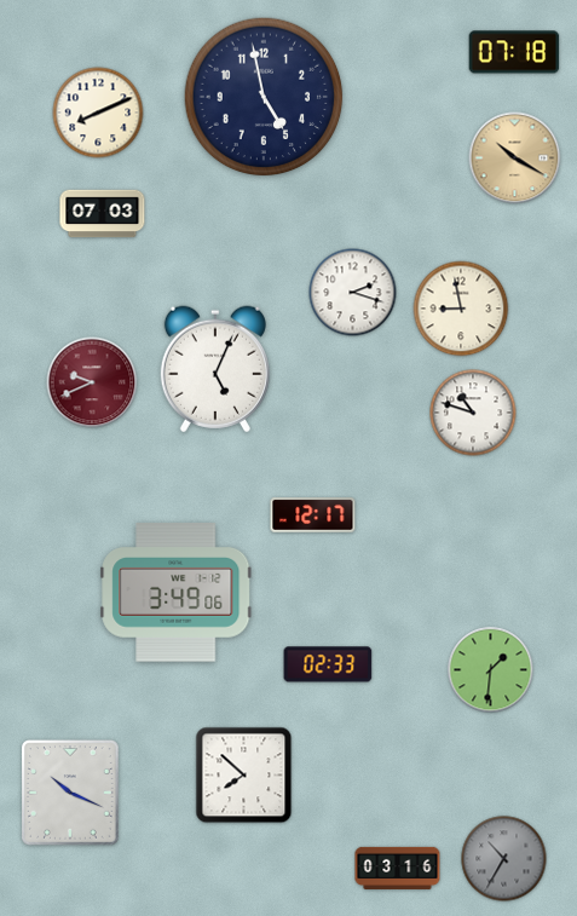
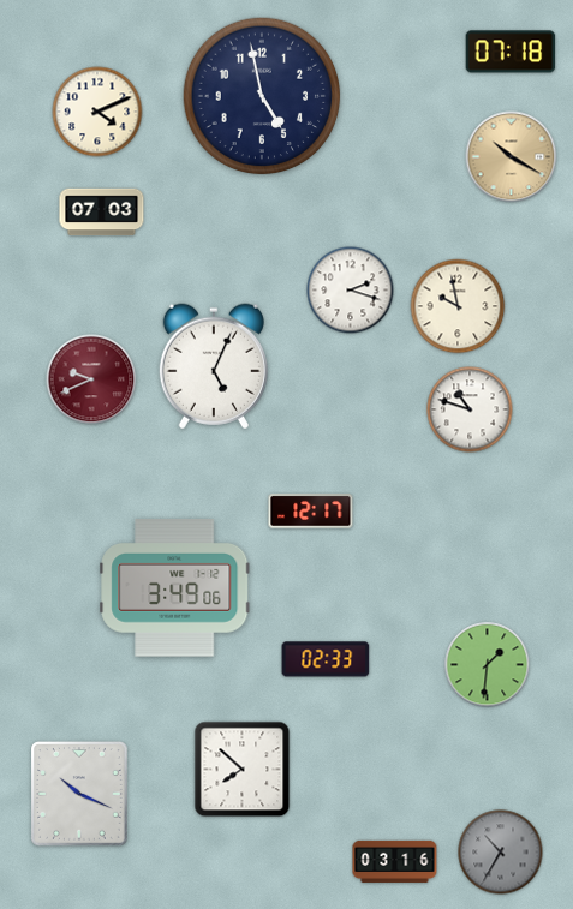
clock at (98, 113): 8:11 -> 4:11
clock at (461, 309): 8:58 -> 9:58
clock at (71, 794) position: (71, 794) -> (80, 795)
